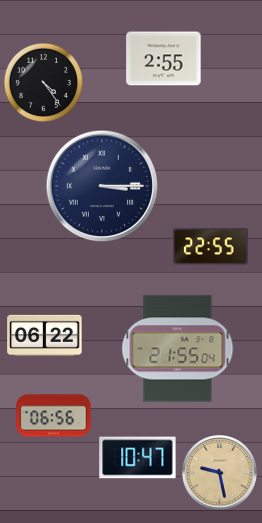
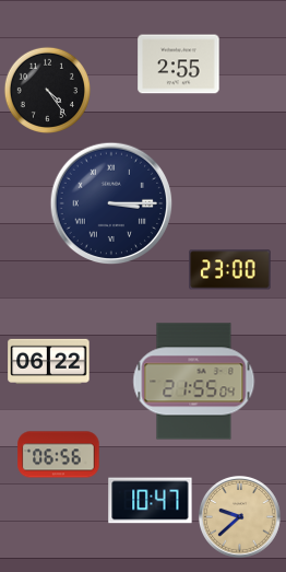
clock at (211, 247): 22:55 -> 23:00
clock at (45, 335) position: (45, 335) -> (49, 361)
clock at (219, 472): 9:28 -> 9:38
